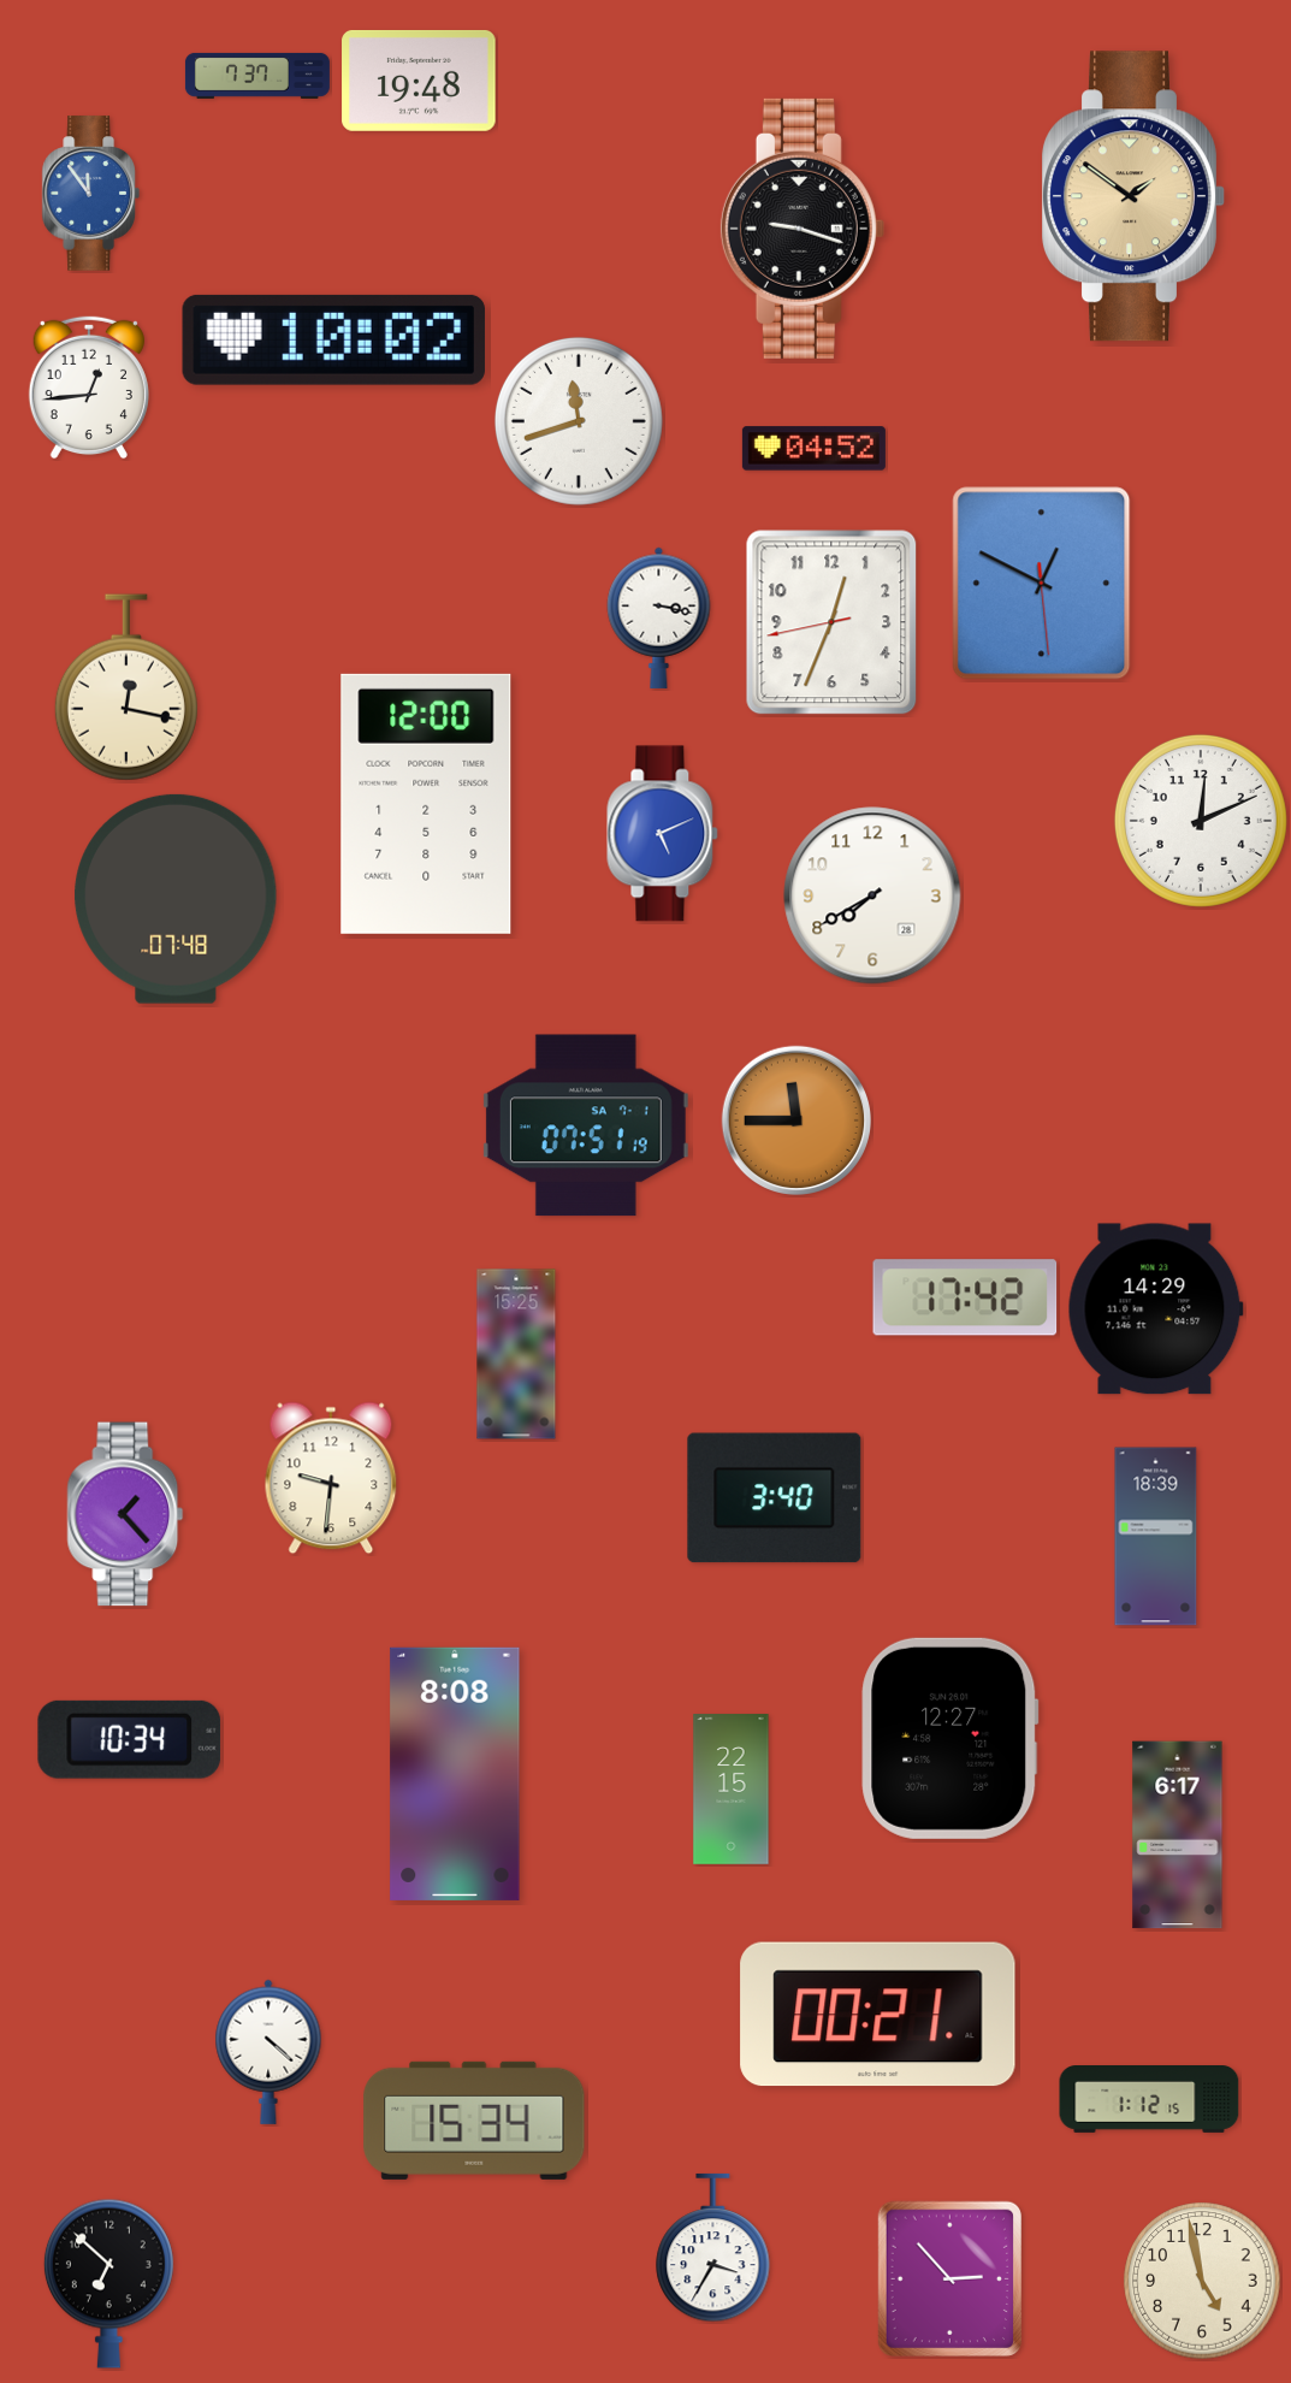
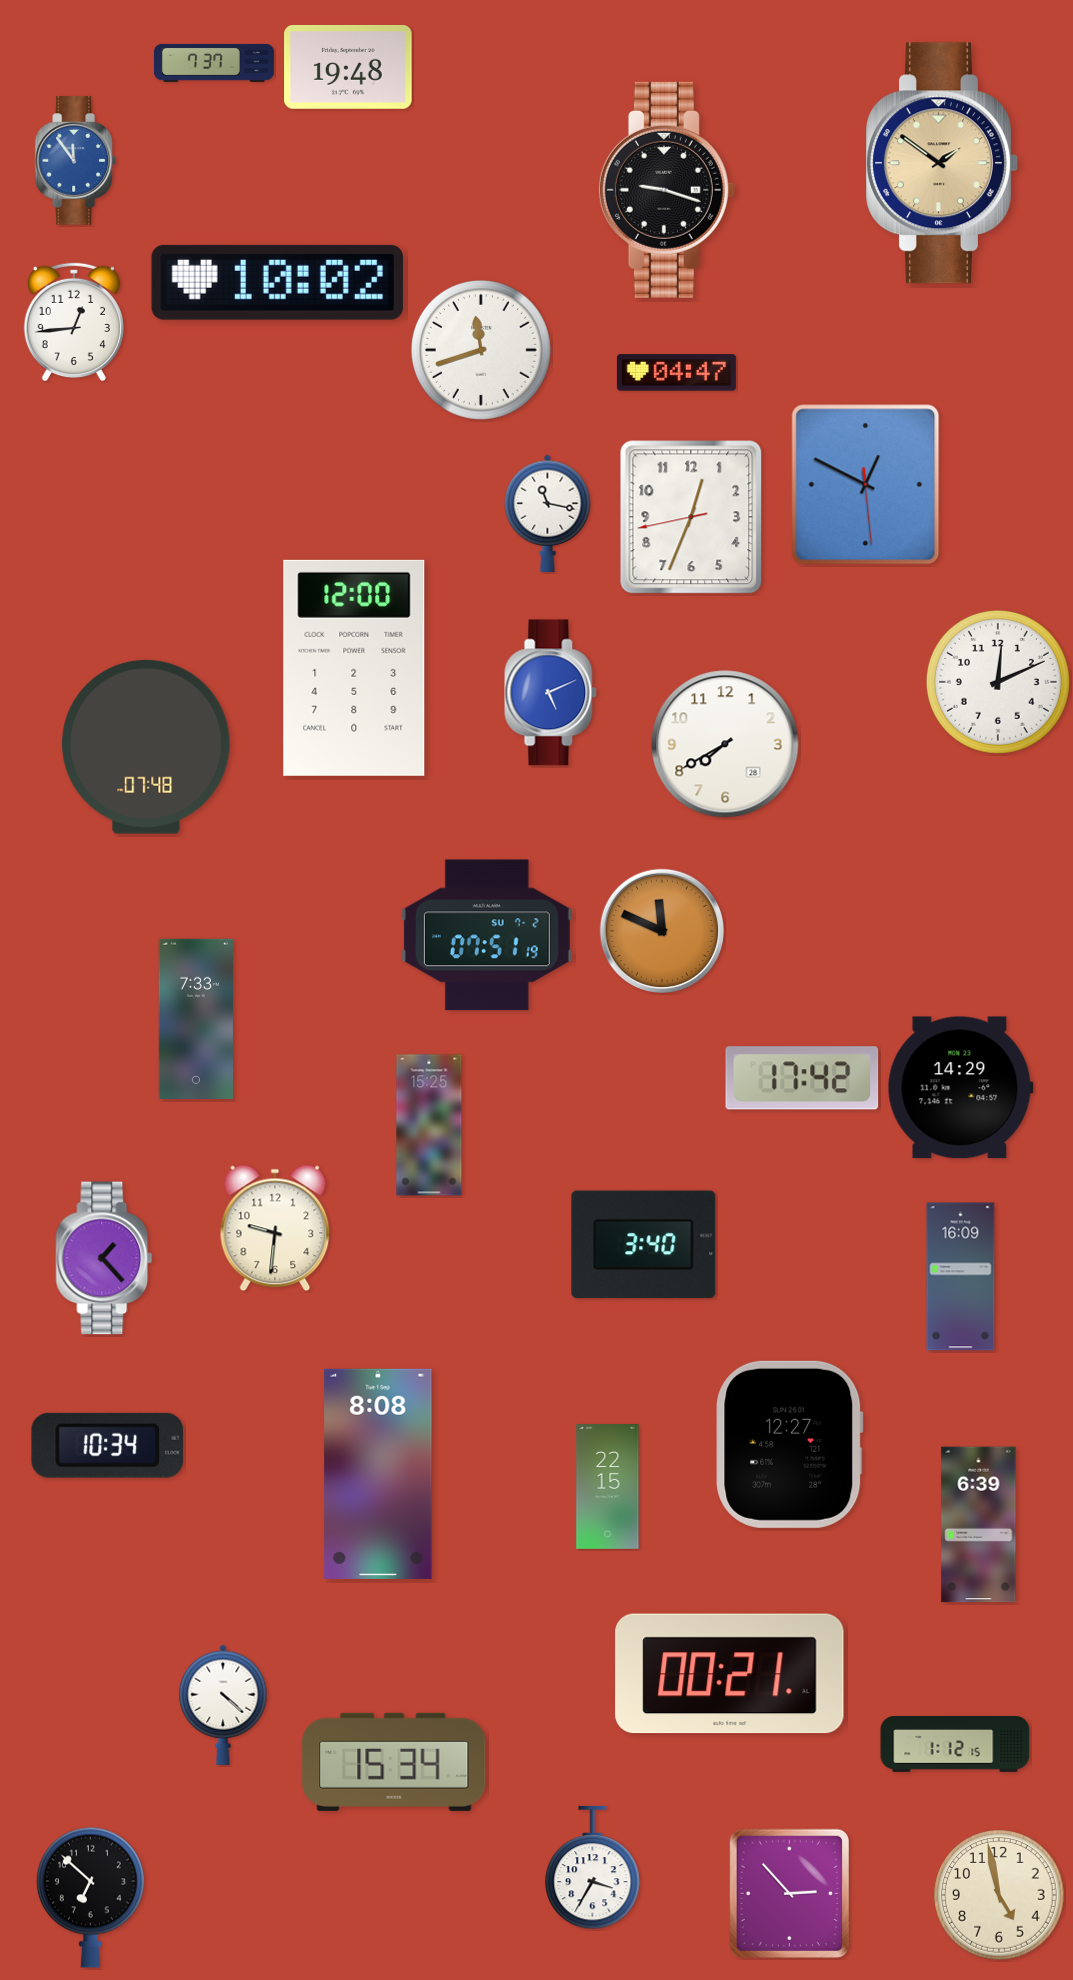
clock at (813, 449): 04:52 -> 04:47
clock at (659, 617): 3:17 -> 11:17
clock at (126, 687): 12:17 -> none
clock at (795, 1119): 11:45 -> 11:49
clock at (586, 1125) date: SA 7-1 -> SU 7-2
clock at (196, 1018): none -> 7:33
clock at (1156, 1537): 18:39 -> 16:09
clock at (1178, 1835): 6:17 -> 6:39
